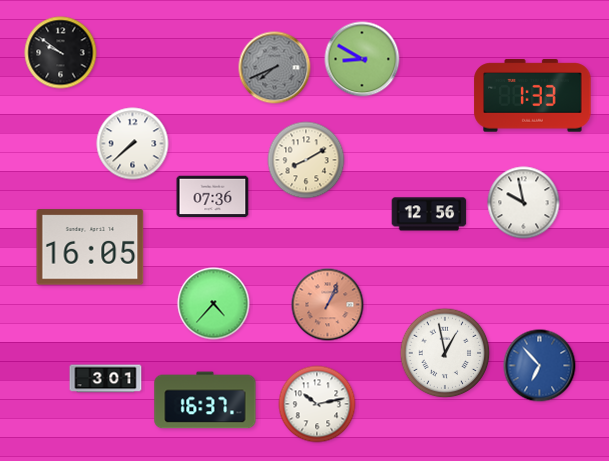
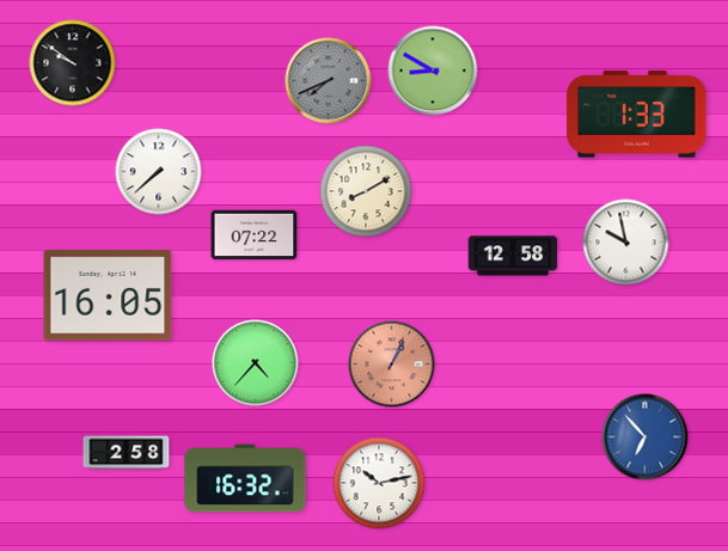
clock at (213, 197): 07:36 -> 07:22
clock at (429, 214): 12:56 -> 12:58
clock at (445, 353): 12:58 -> none
clock at (106, 379): 3:01 -> 2:58
clock at (205, 400): 16:37 -> 16:32
